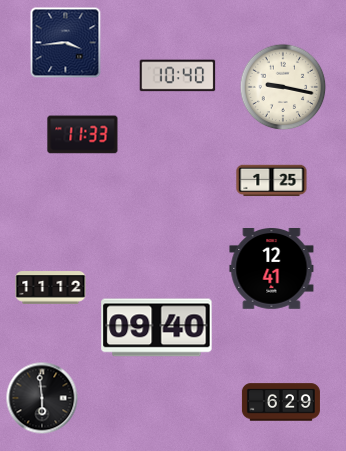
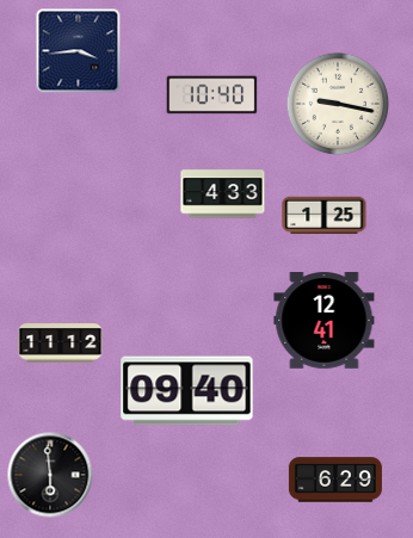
clock at (178, 76) position: (178, 76) -> (212, 95)
clock at (83, 135): 11:33 -> none
clock at (223, 194): none -> 4:33
